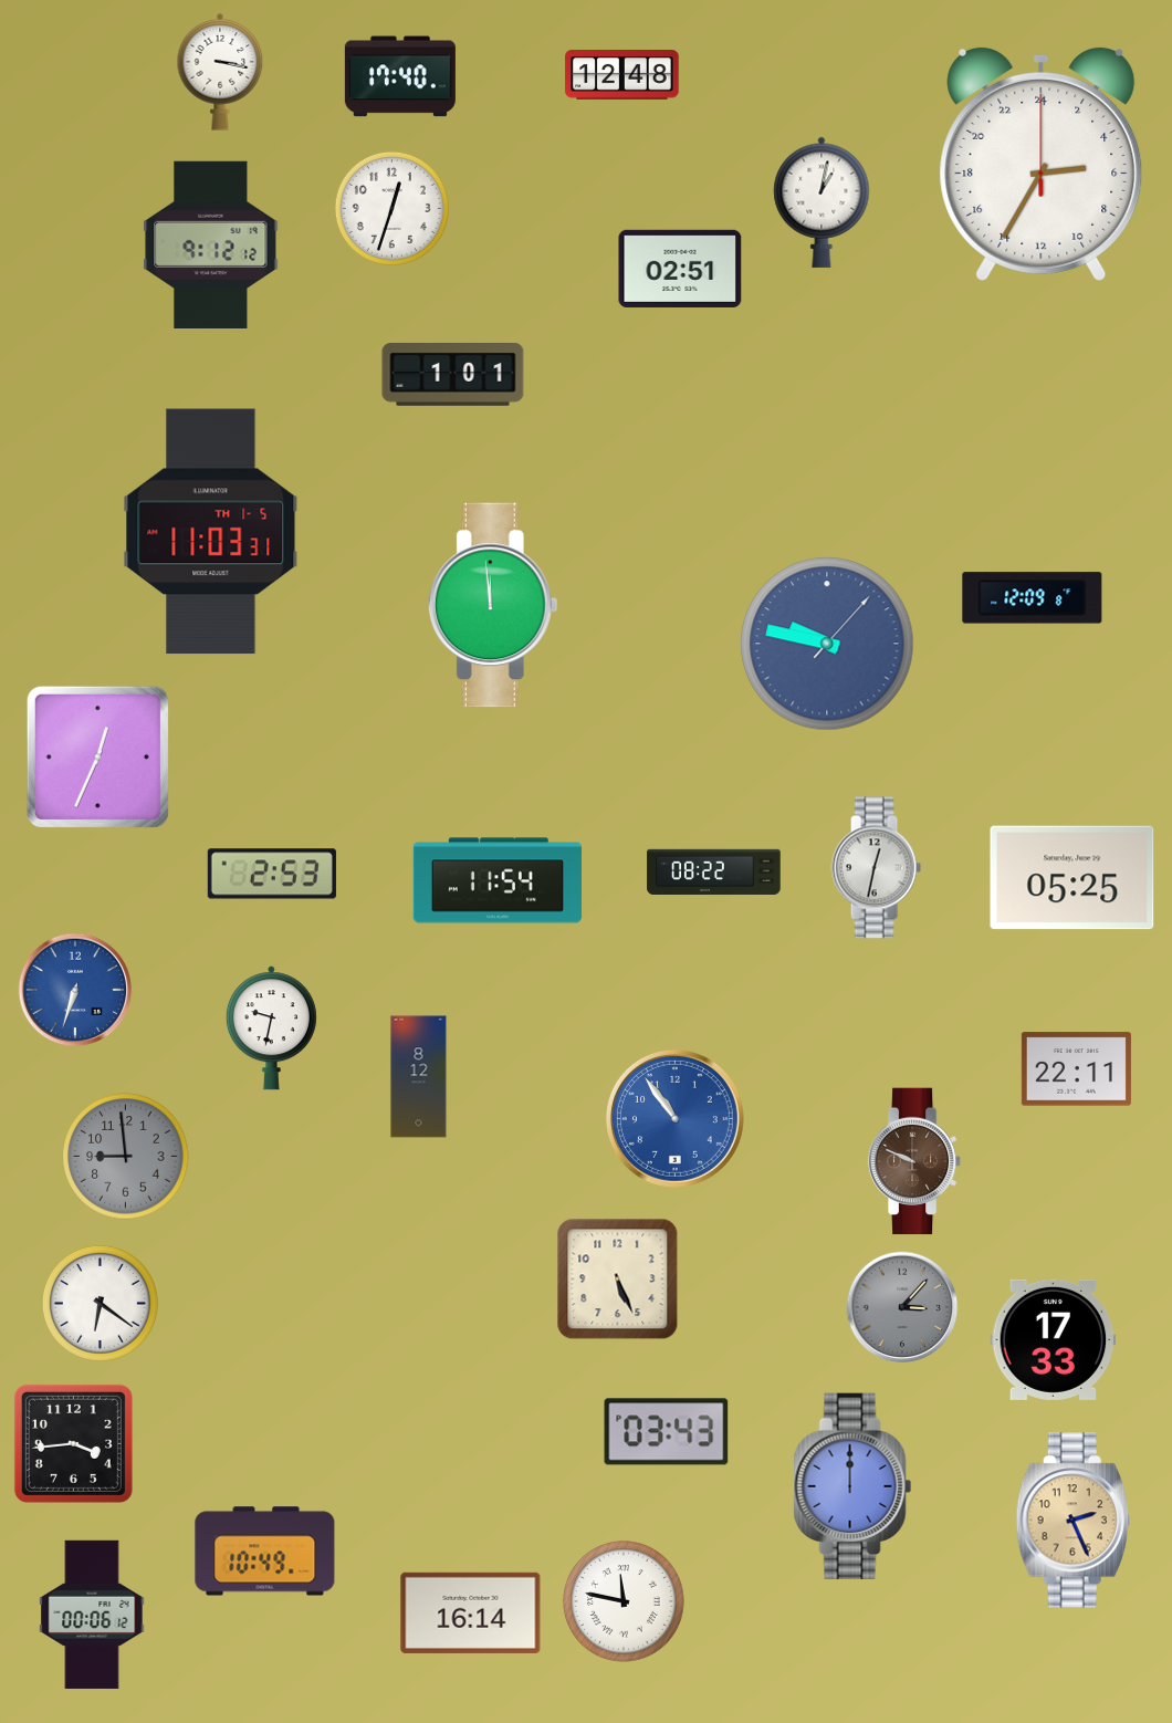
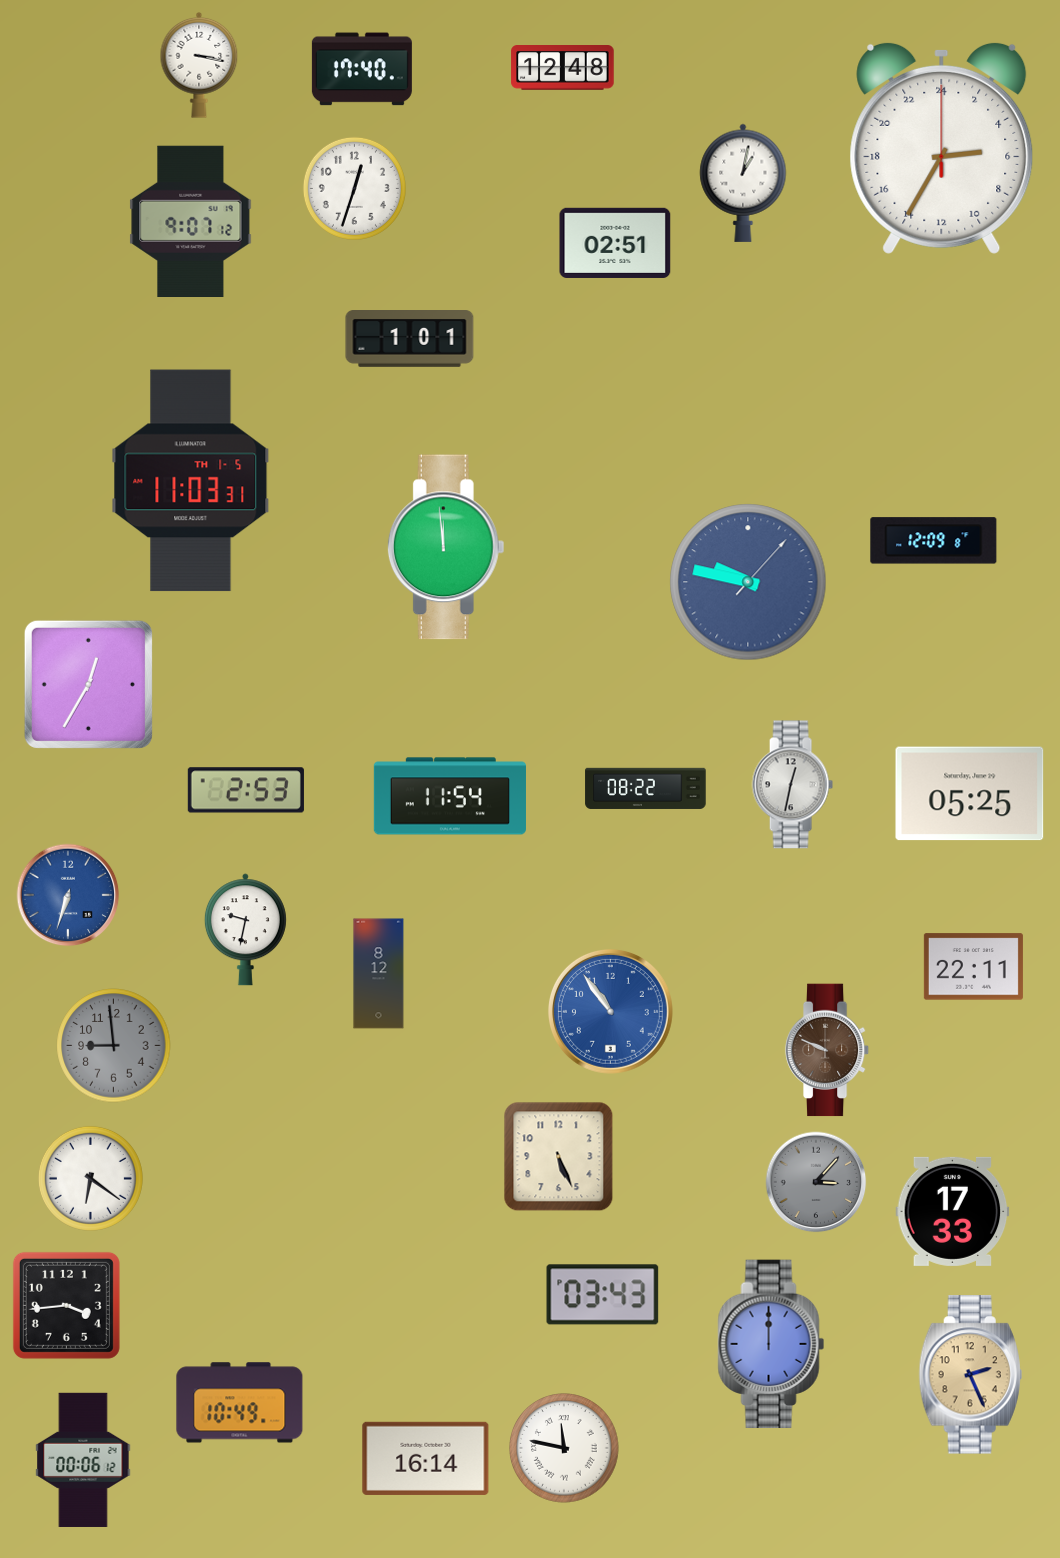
clock at (211, 244): 9:12 -> 9:07
clock at (97, 756): 12:34 -> 12:35
